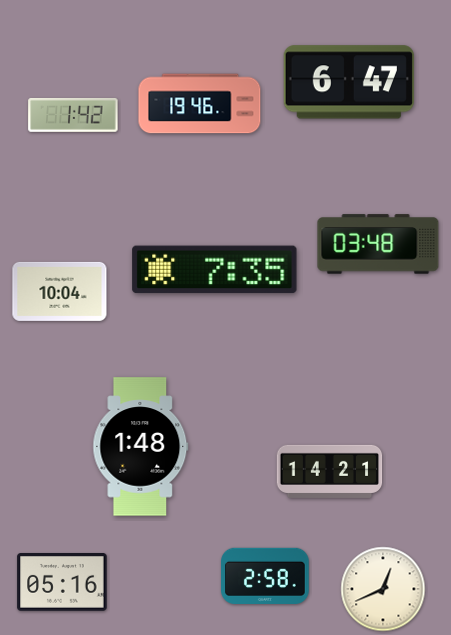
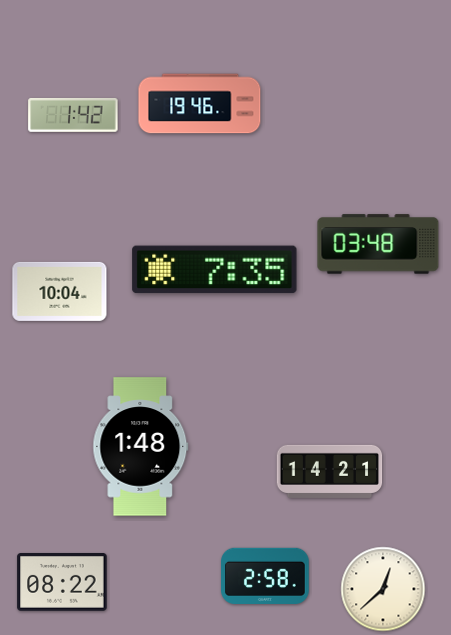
clock at (349, 82): 6:47 -> none
clock at (62, 583): 05:16 -> 08:22
clock at (383, 589): 12:41 -> 12:38
